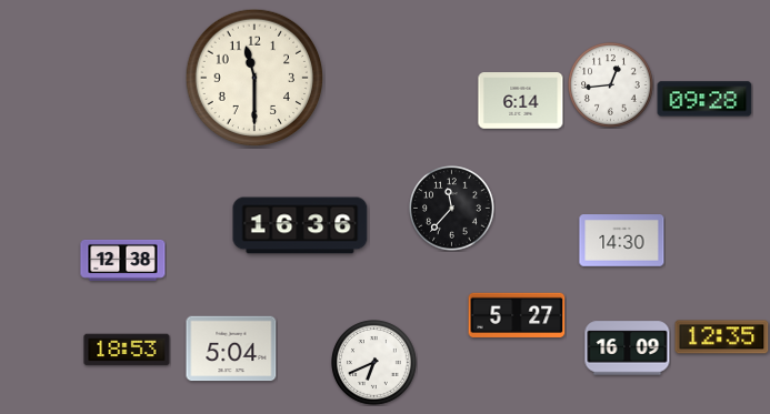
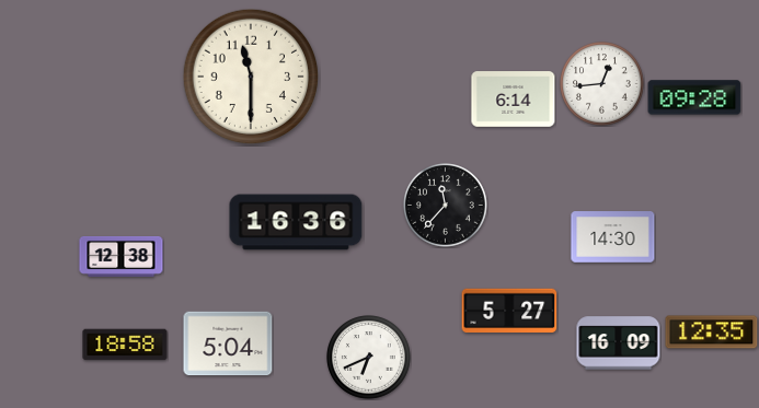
clock at (127, 350): 18:53 -> 18:58
